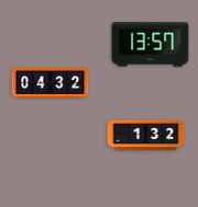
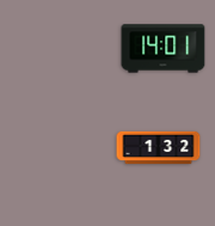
clock at (151, 45): 13:57 -> 14:01
clock at (51, 82): 04:32 -> none
